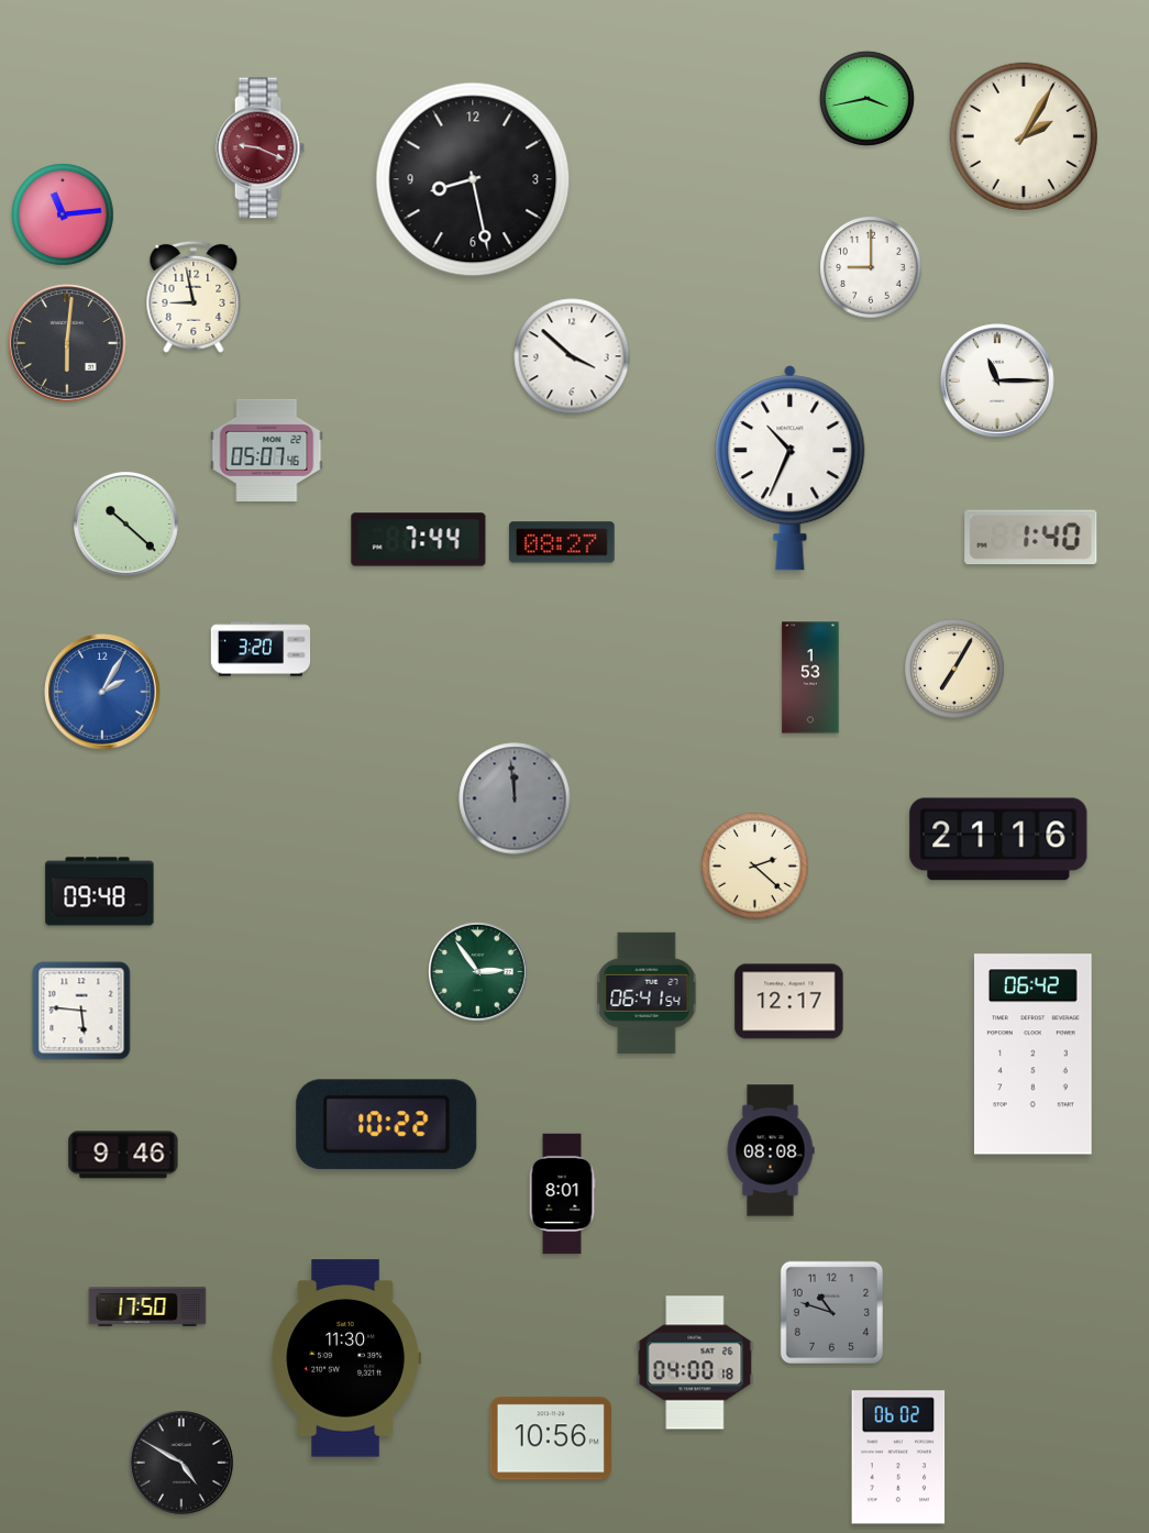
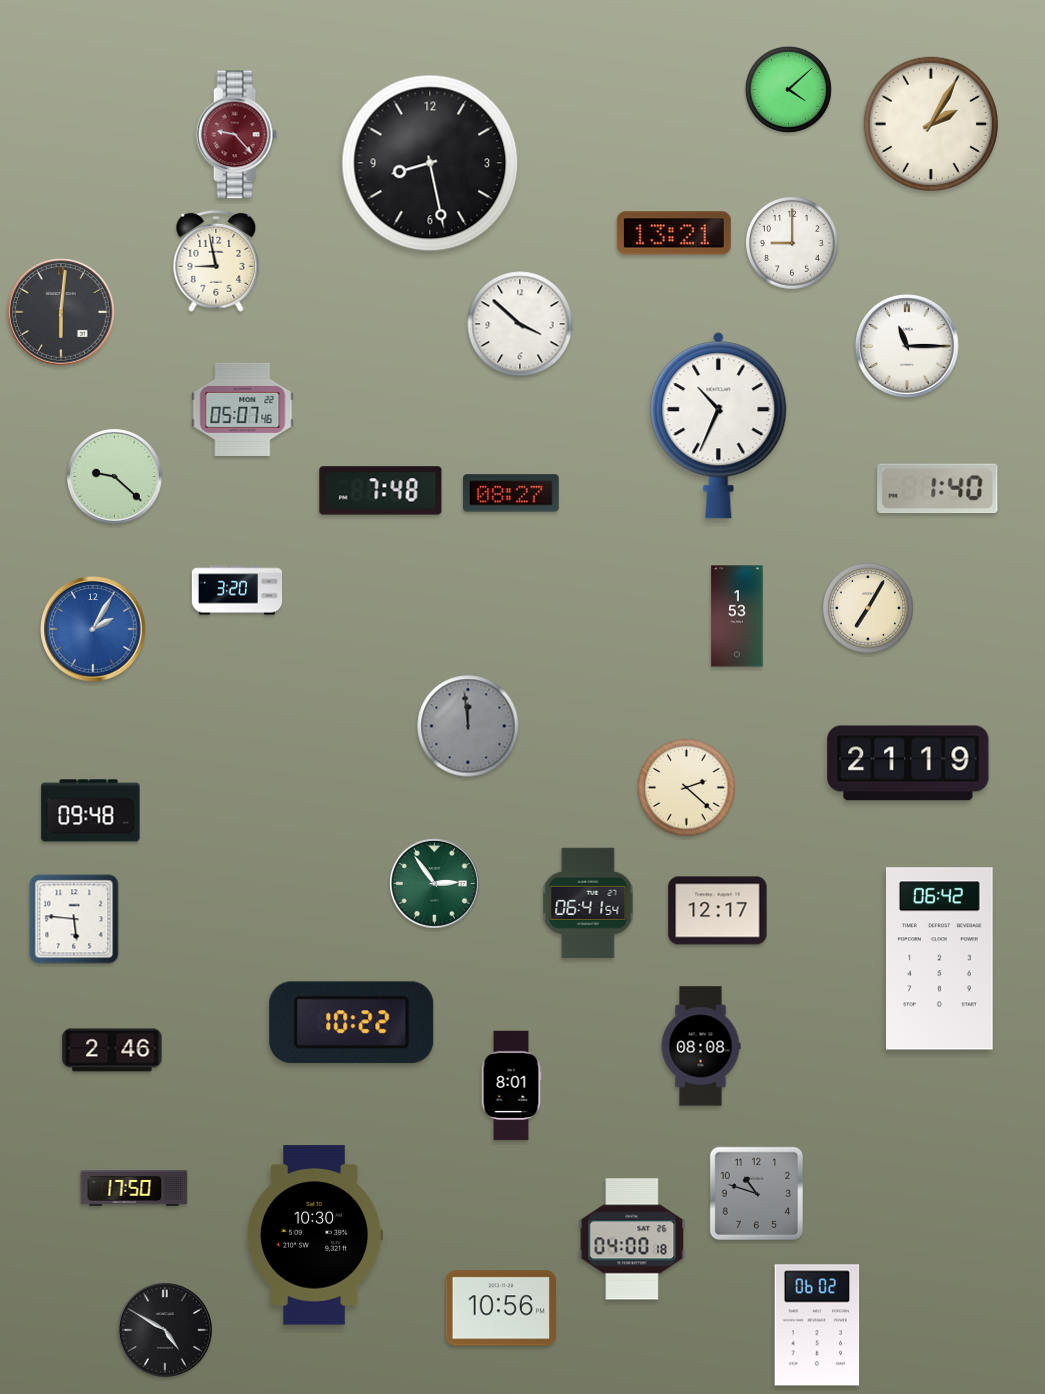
clock at (866, 98): 3:43 -> 4:08
clock at (259, 148): 9:19 -> 9:23
clock at (63, 214): 11:14 -> none
clock at (674, 233): none -> 13:21
clock at (194, 297) position: (194, 297) -> (216, 261)
clock at (126, 525): 10:22 -> 9:22
clock at (419, 540): 7:44 -> 7:48
clock at (998, 839): 21:16 -> 21:19
clock at (123, 1155): 9:46 -> 2:46
clock at (346, 1358): 11:30 -> 10:30
